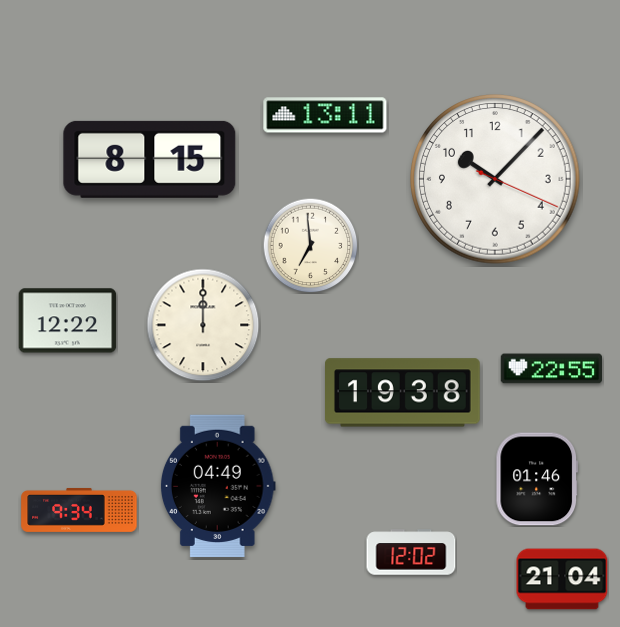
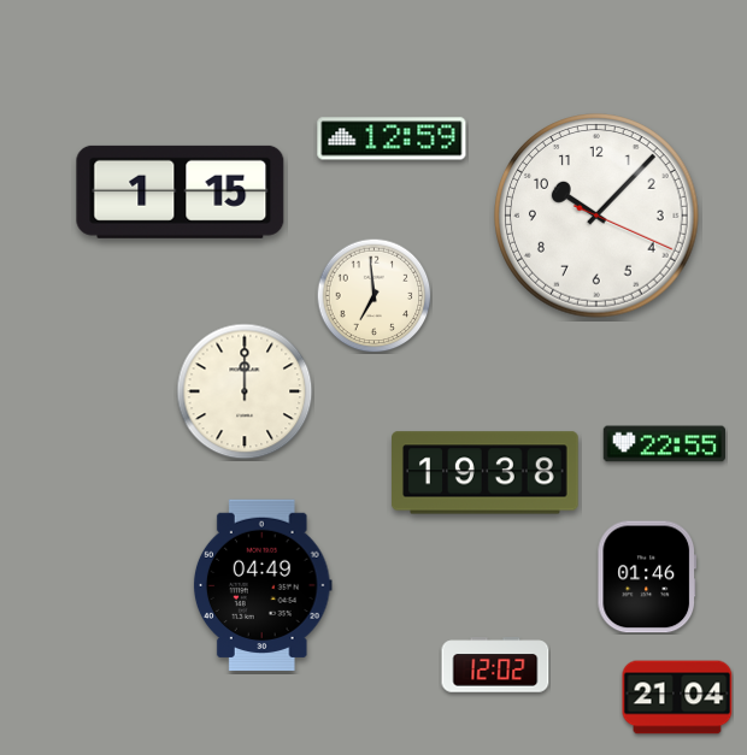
clock at (325, 115): 13:11 -> 12:59
clock at (150, 159): 8:15 -> 1:15
clock at (68, 321): 12:22 -> none
clock at (79, 510): 9:34 -> none
